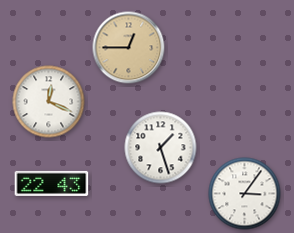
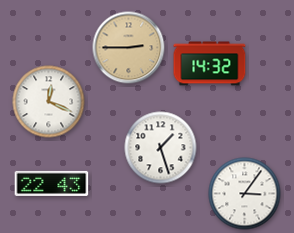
clock at (129, 48): 12:45 -> 2:45
clock at (210, 64): none -> 14:32
